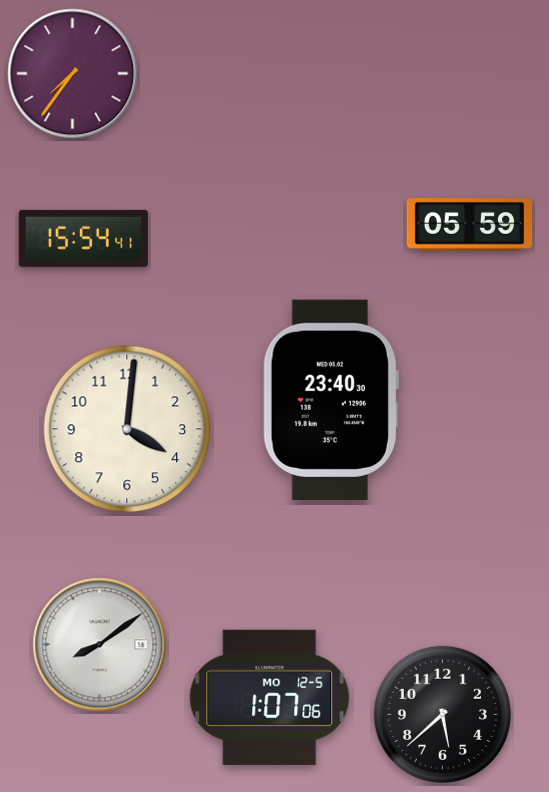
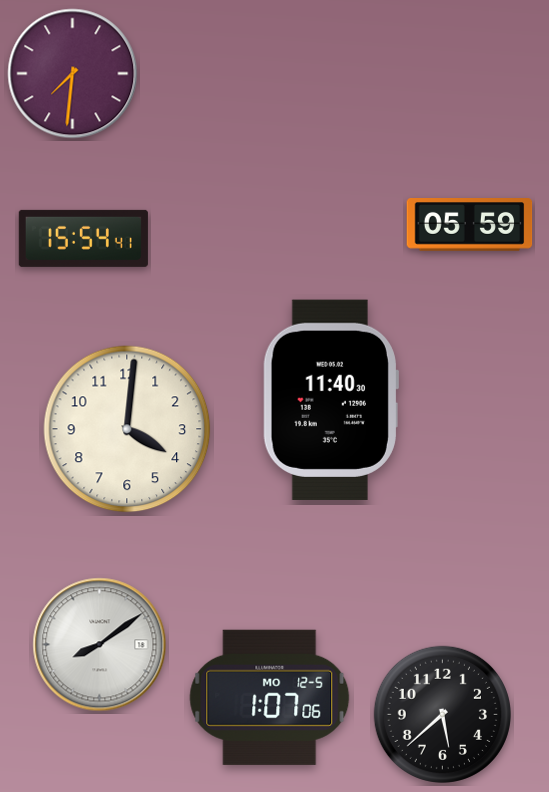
clock at (73, 74): 7:36 -> 7:31
clock at (331, 400): 23:40 -> 11:40
